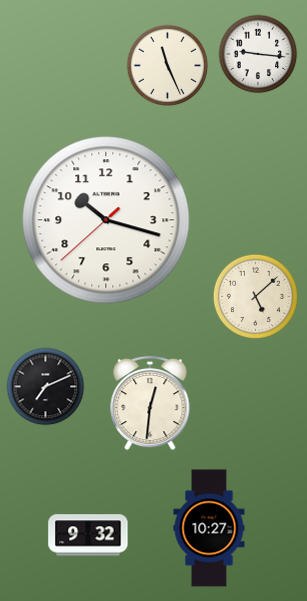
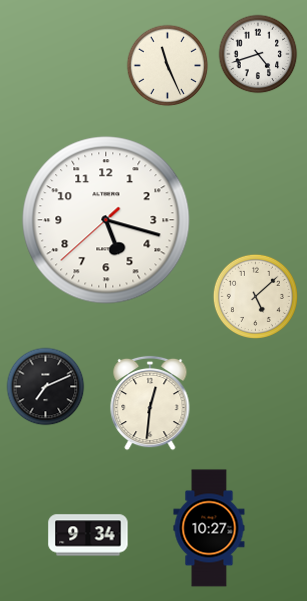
clock at (258, 54): 9:16 -> 4:42
clock at (106, 220): 10:17 -> 5:17
clock at (88, 535): 9:32 -> 9:34
